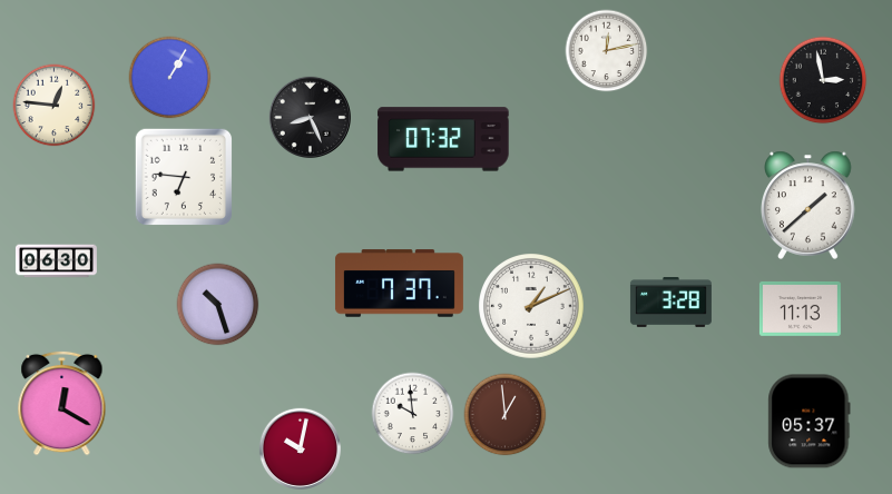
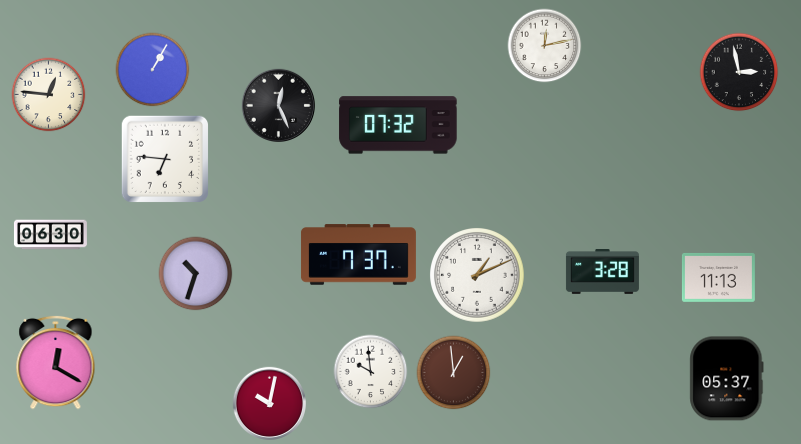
clock at (310, 117): 8:26 -> 12:26
clock at (808, 205): 1:38 -> none
clock at (218, 305): 10:27 -> 10:33
